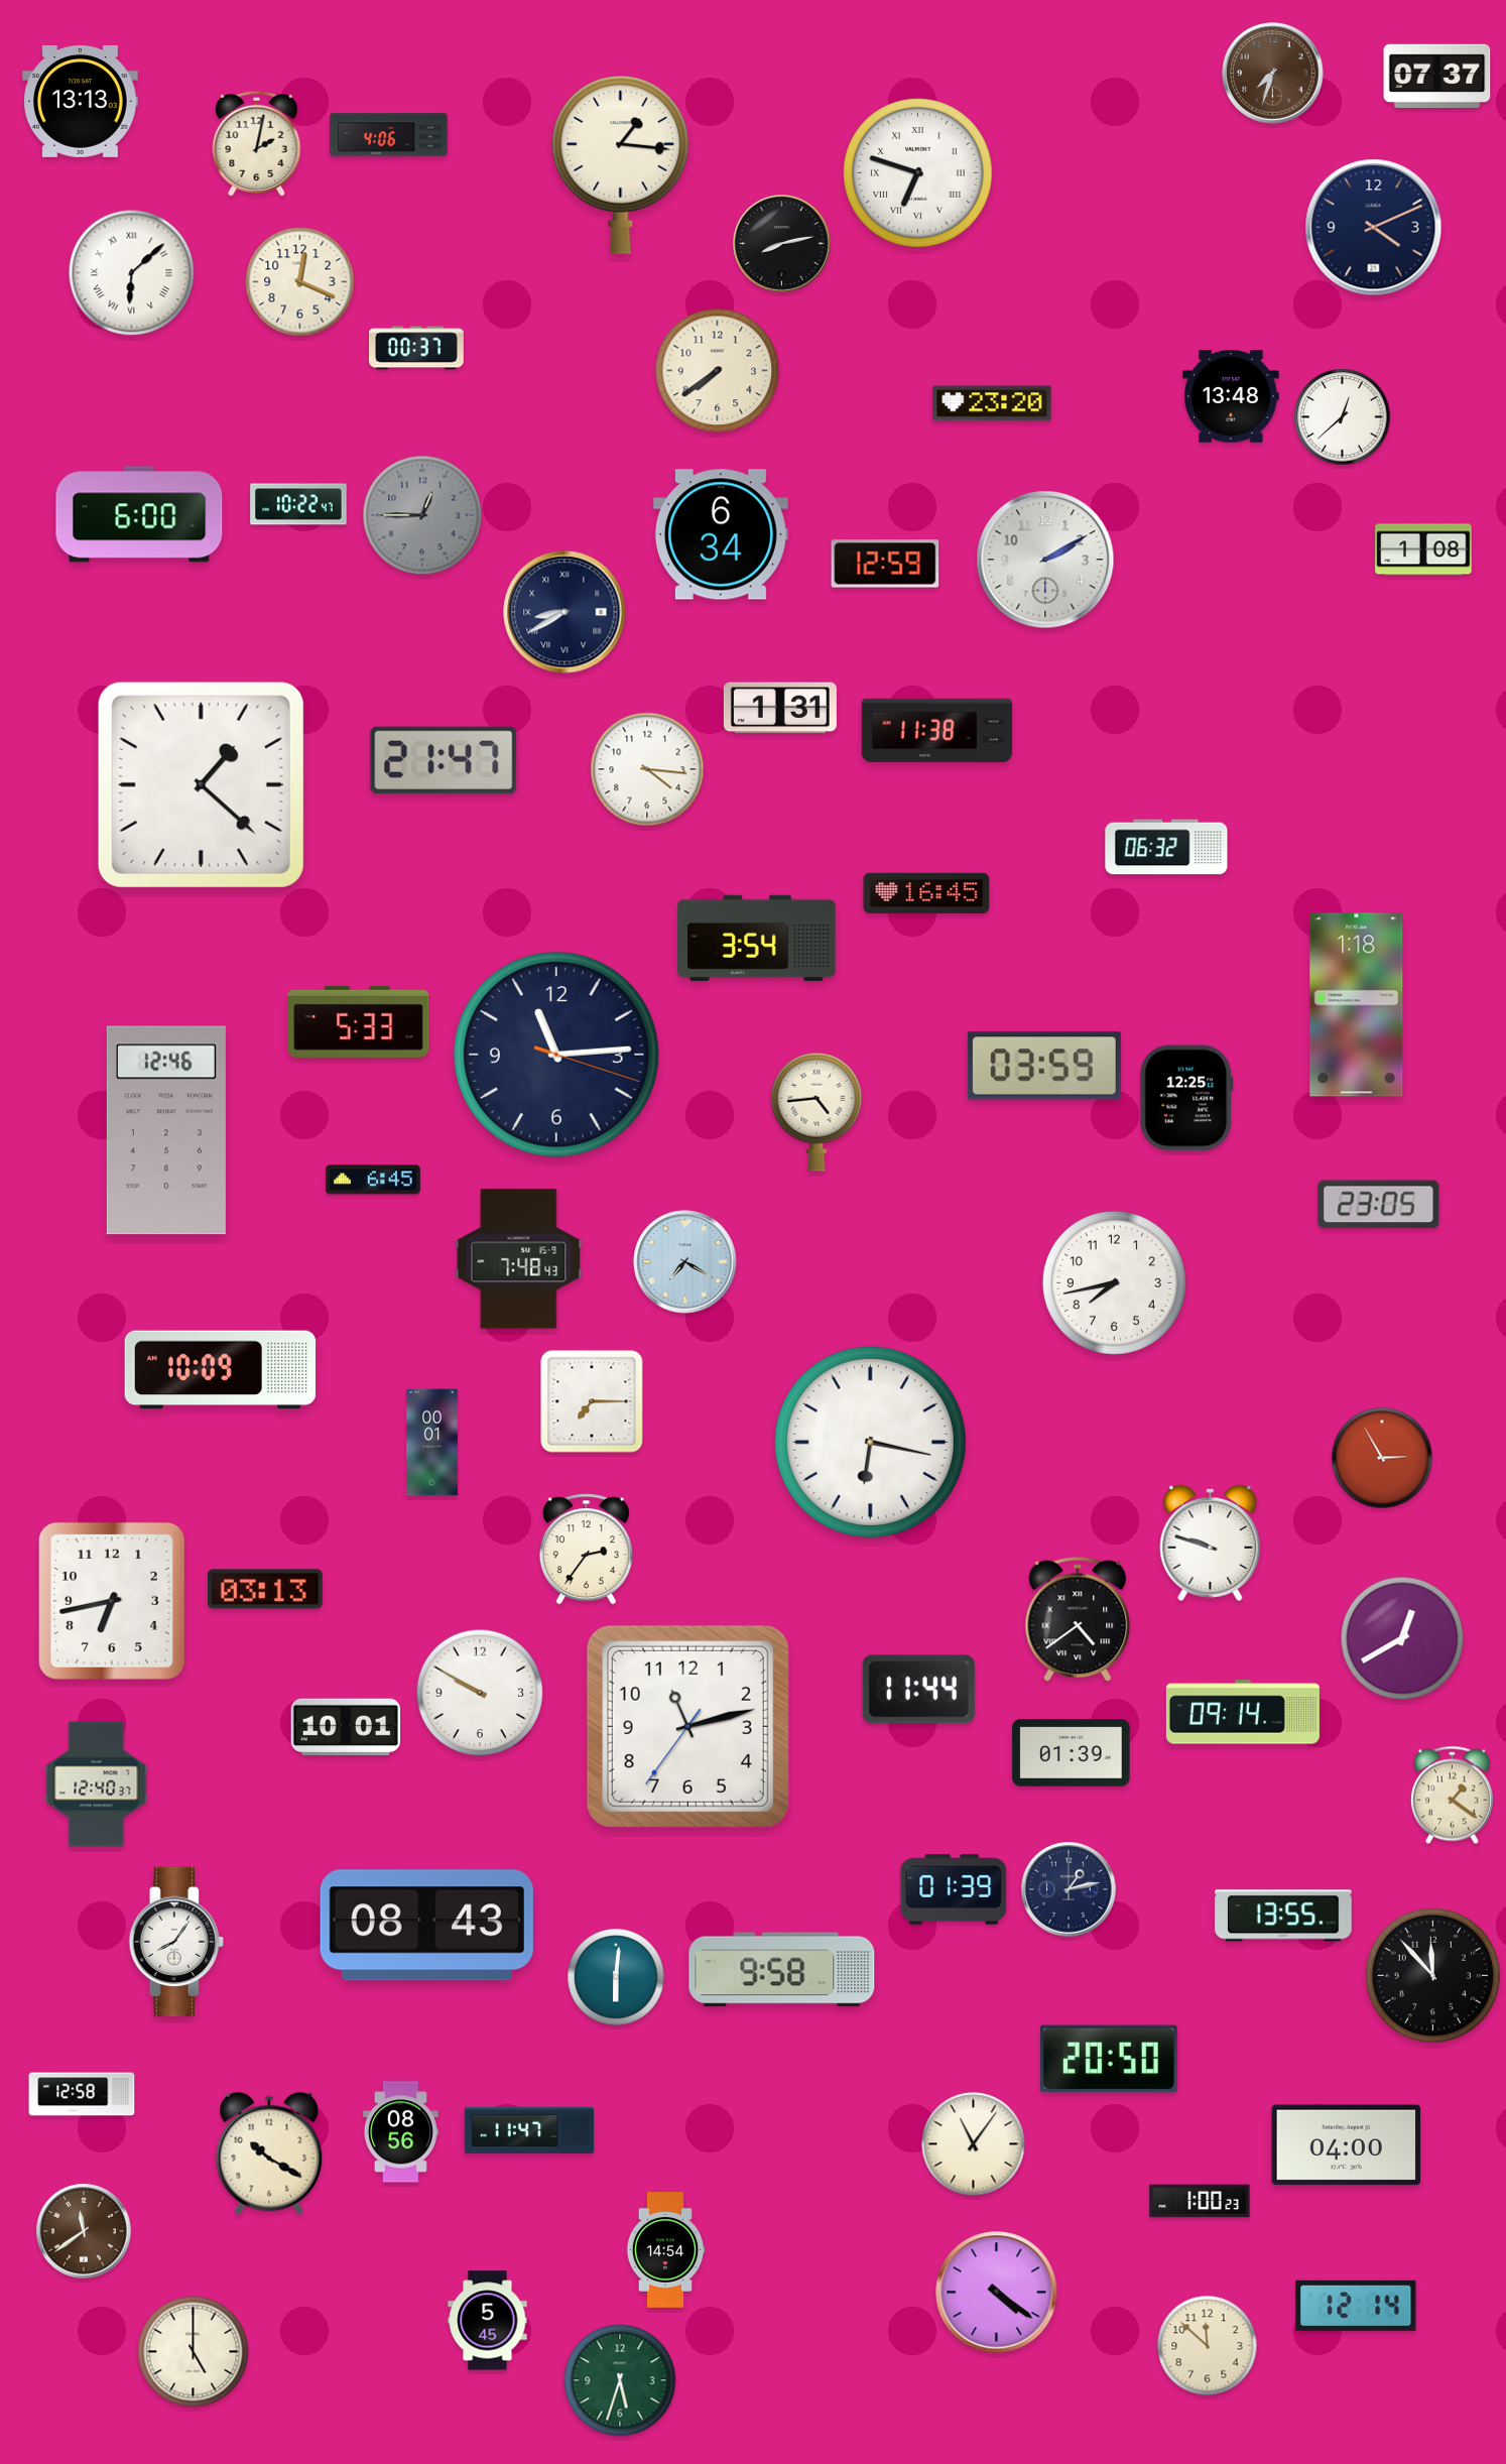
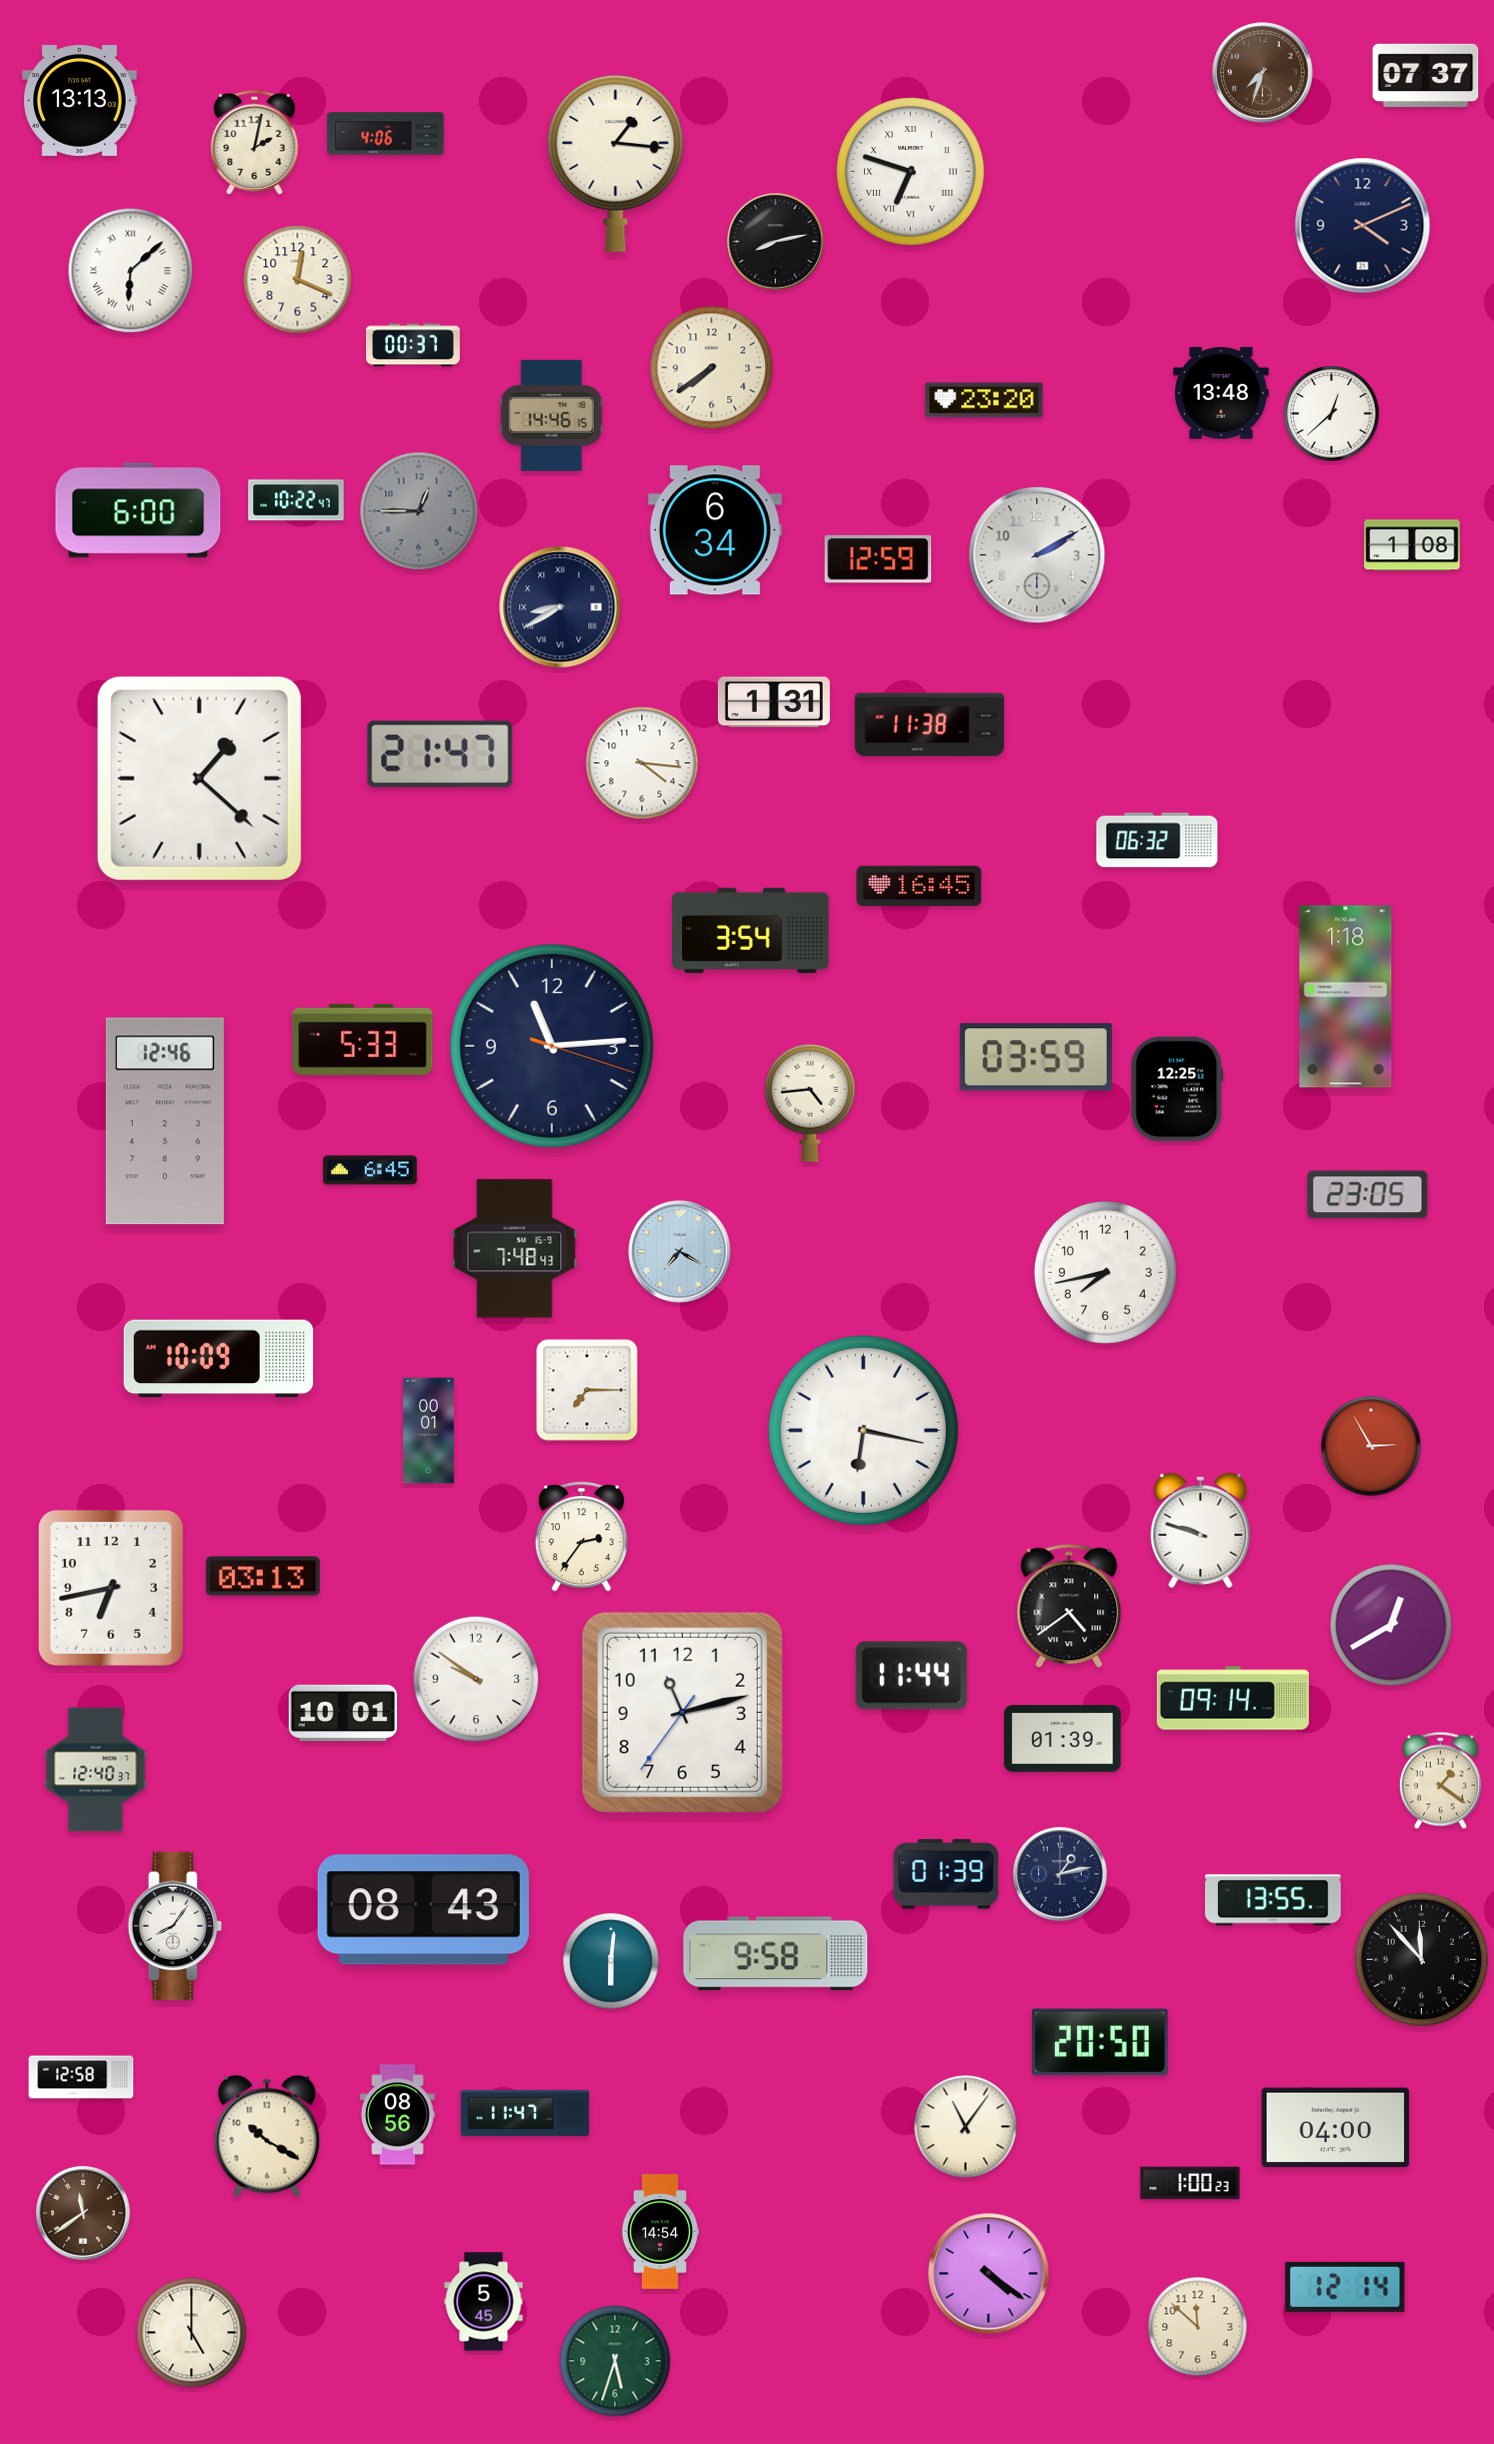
clock at (551, 415): none -> 14:46
clock at (359, 1021) position: (359, 1021) -> (363, 1039)
clock at (480, 1693): 9:50 -> 9:51
